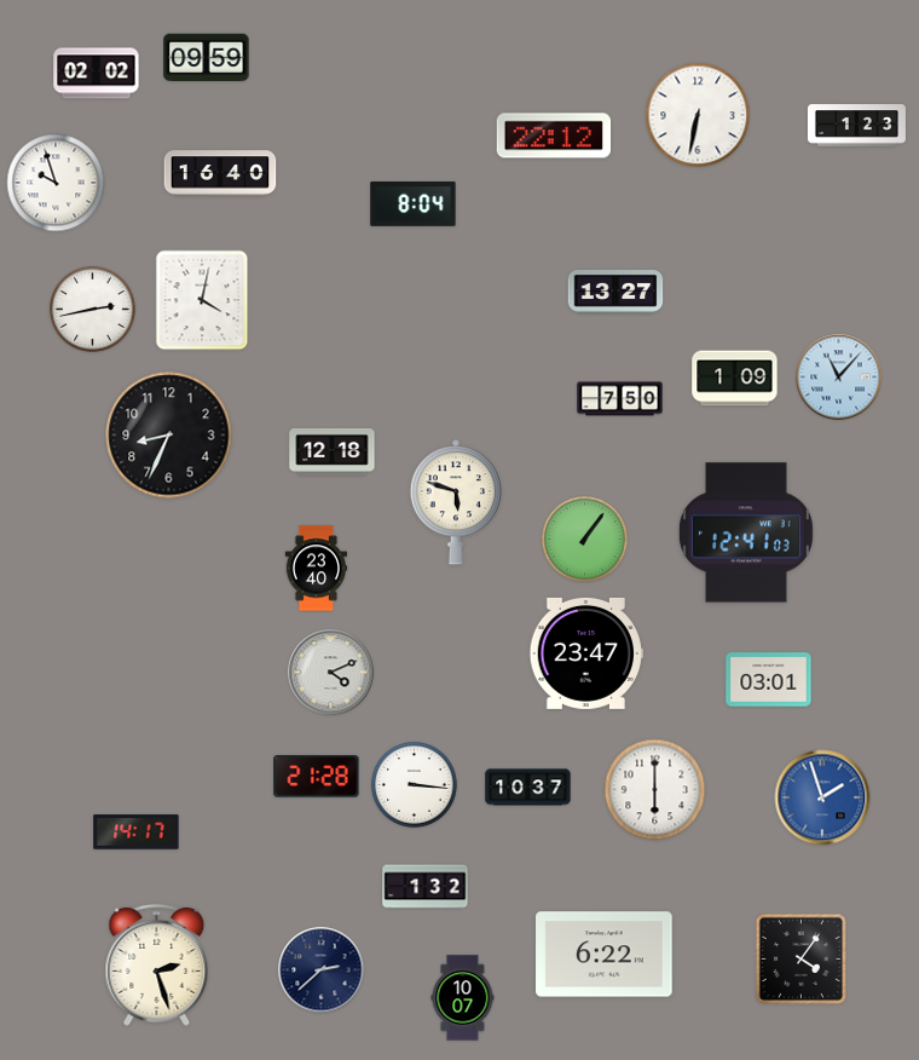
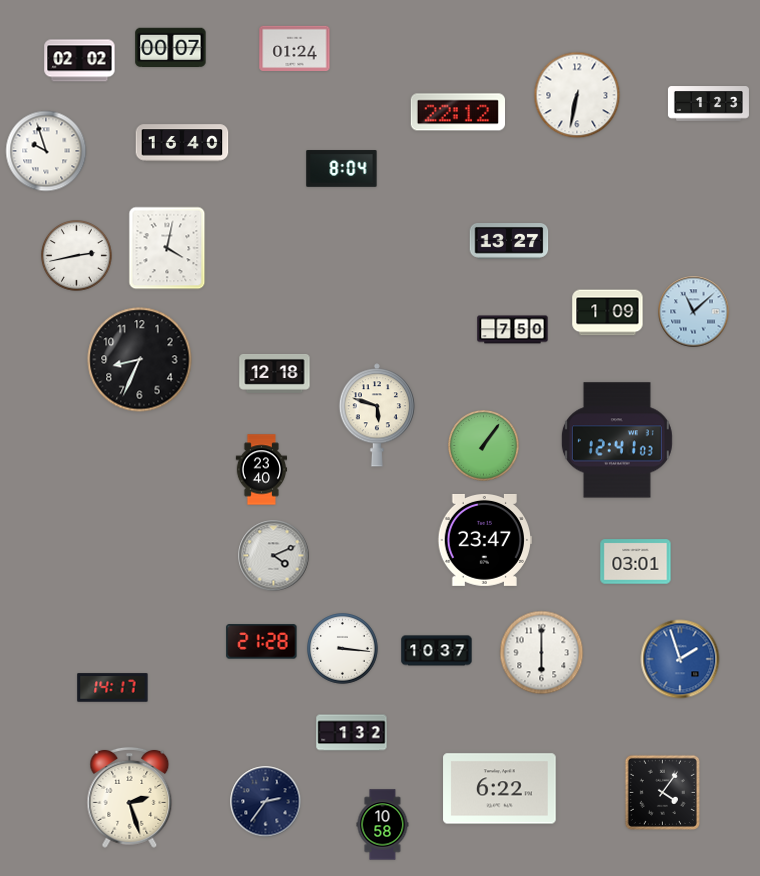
clock at (207, 58): 09:59 -> 00:07
clock at (295, 48): none -> 01:24
clock at (839, 378): 11:07 -> 11:08
clock at (322, 970): 2:38 -> 2:36
clock at (463, 998): 10:07 -> 10:58
